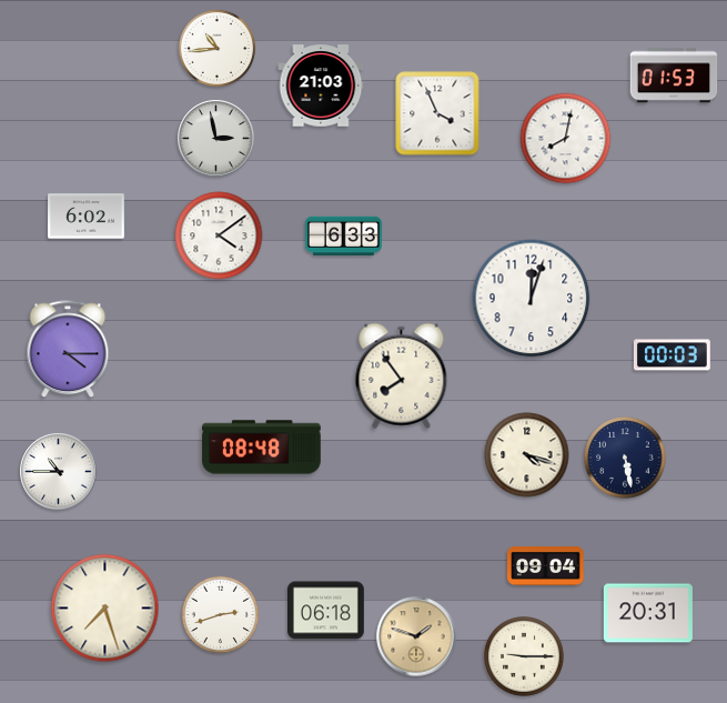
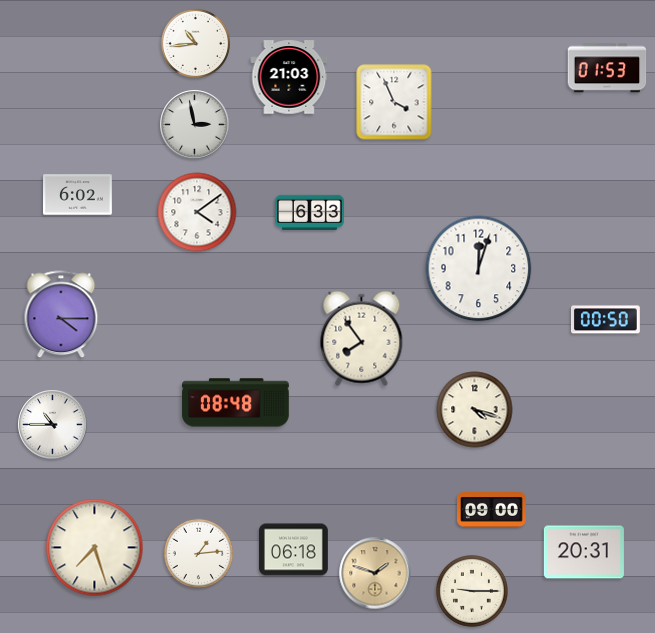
clock at (566, 139): 8:02 -> none
clock at (673, 355): 00:03 -> 00:50
clock at (625, 458): 5:28 -> none
clock at (546, 566): 09:04 -> 09:00
clock at (220, 614): 2:42 -> 1:14
